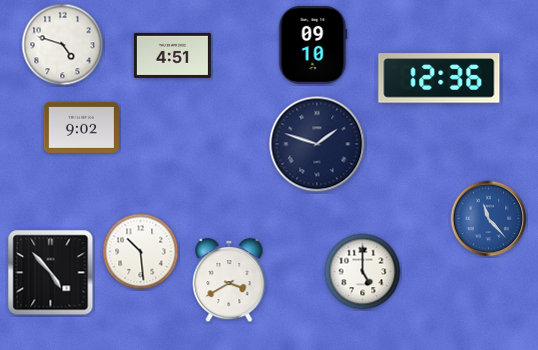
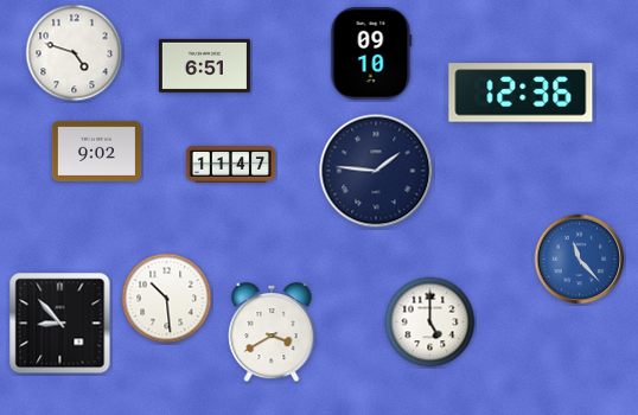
clock at (172, 55): 4:51 -> 6:51
clock at (230, 165): none -> 11:47
clock at (317, 144): 1:48 -> 1:46
clock at (51, 273): 4:53 -> 8:53
